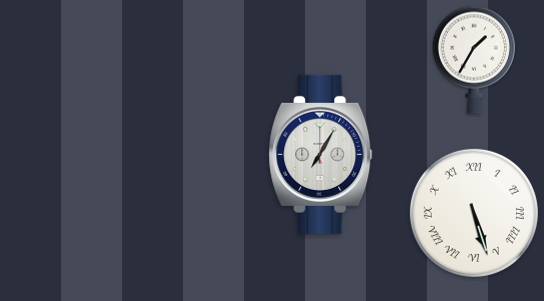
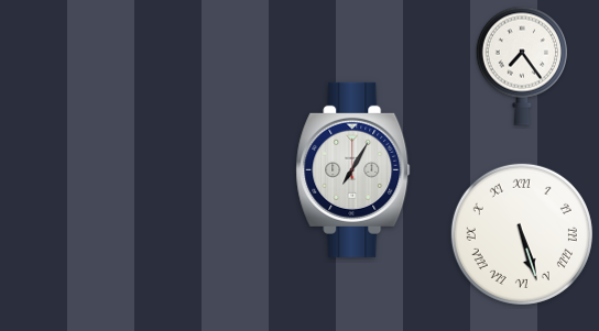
clock at (474, 60): 1:35 -> 7:24
